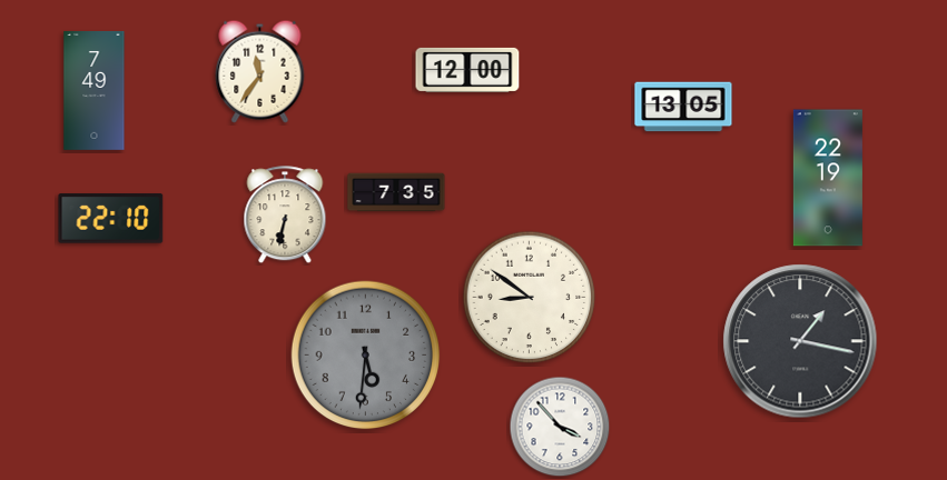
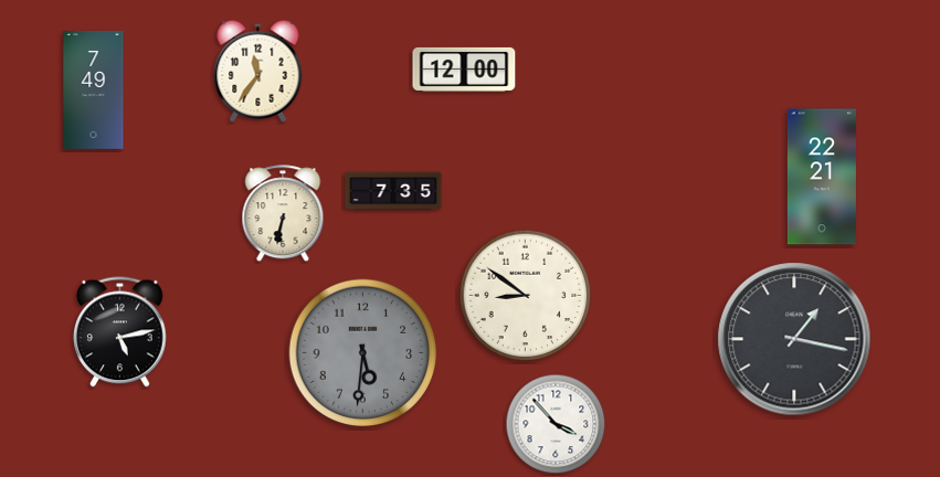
clock at (683, 107): 13:05 -> none
clock at (828, 178): 22:19 -> 22:21
clock at (111, 219): 22:10 -> none
clock at (120, 332): none -> 5:13
